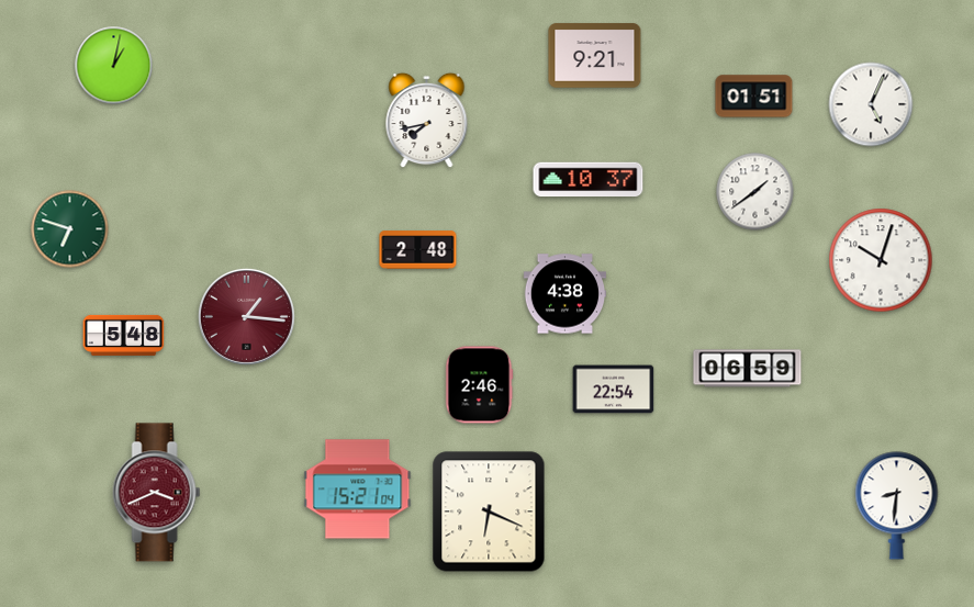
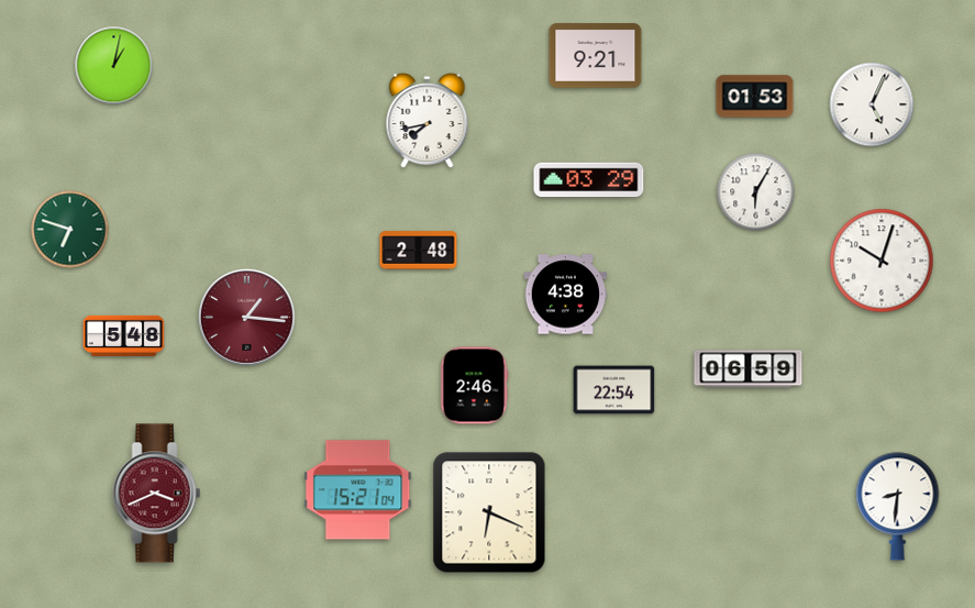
clock at (754, 97): 01:51 -> 01:53
clock at (589, 180): 10:37 -> 03:29
clock at (755, 192): 1:39 -> 6:05
clock at (479, 385) position: (479, 385) -> (474, 386)
